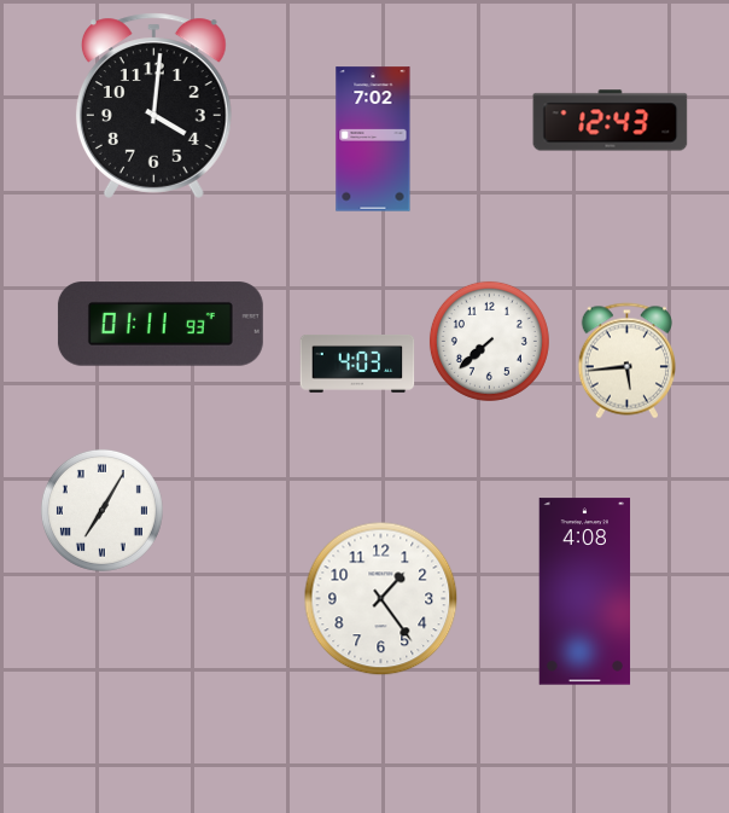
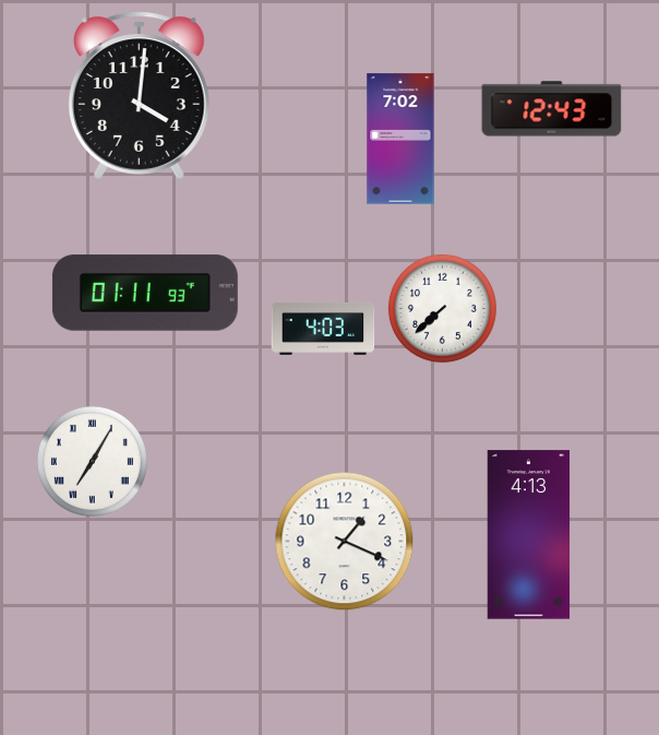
clock at (373, 139) position: (373, 139) -> (400, 139)
clock at (626, 361): 5:44 -> none
clock at (585, 592): 4:08 -> 4:13
clock at (381, 599): 1:24 -> 1:19
